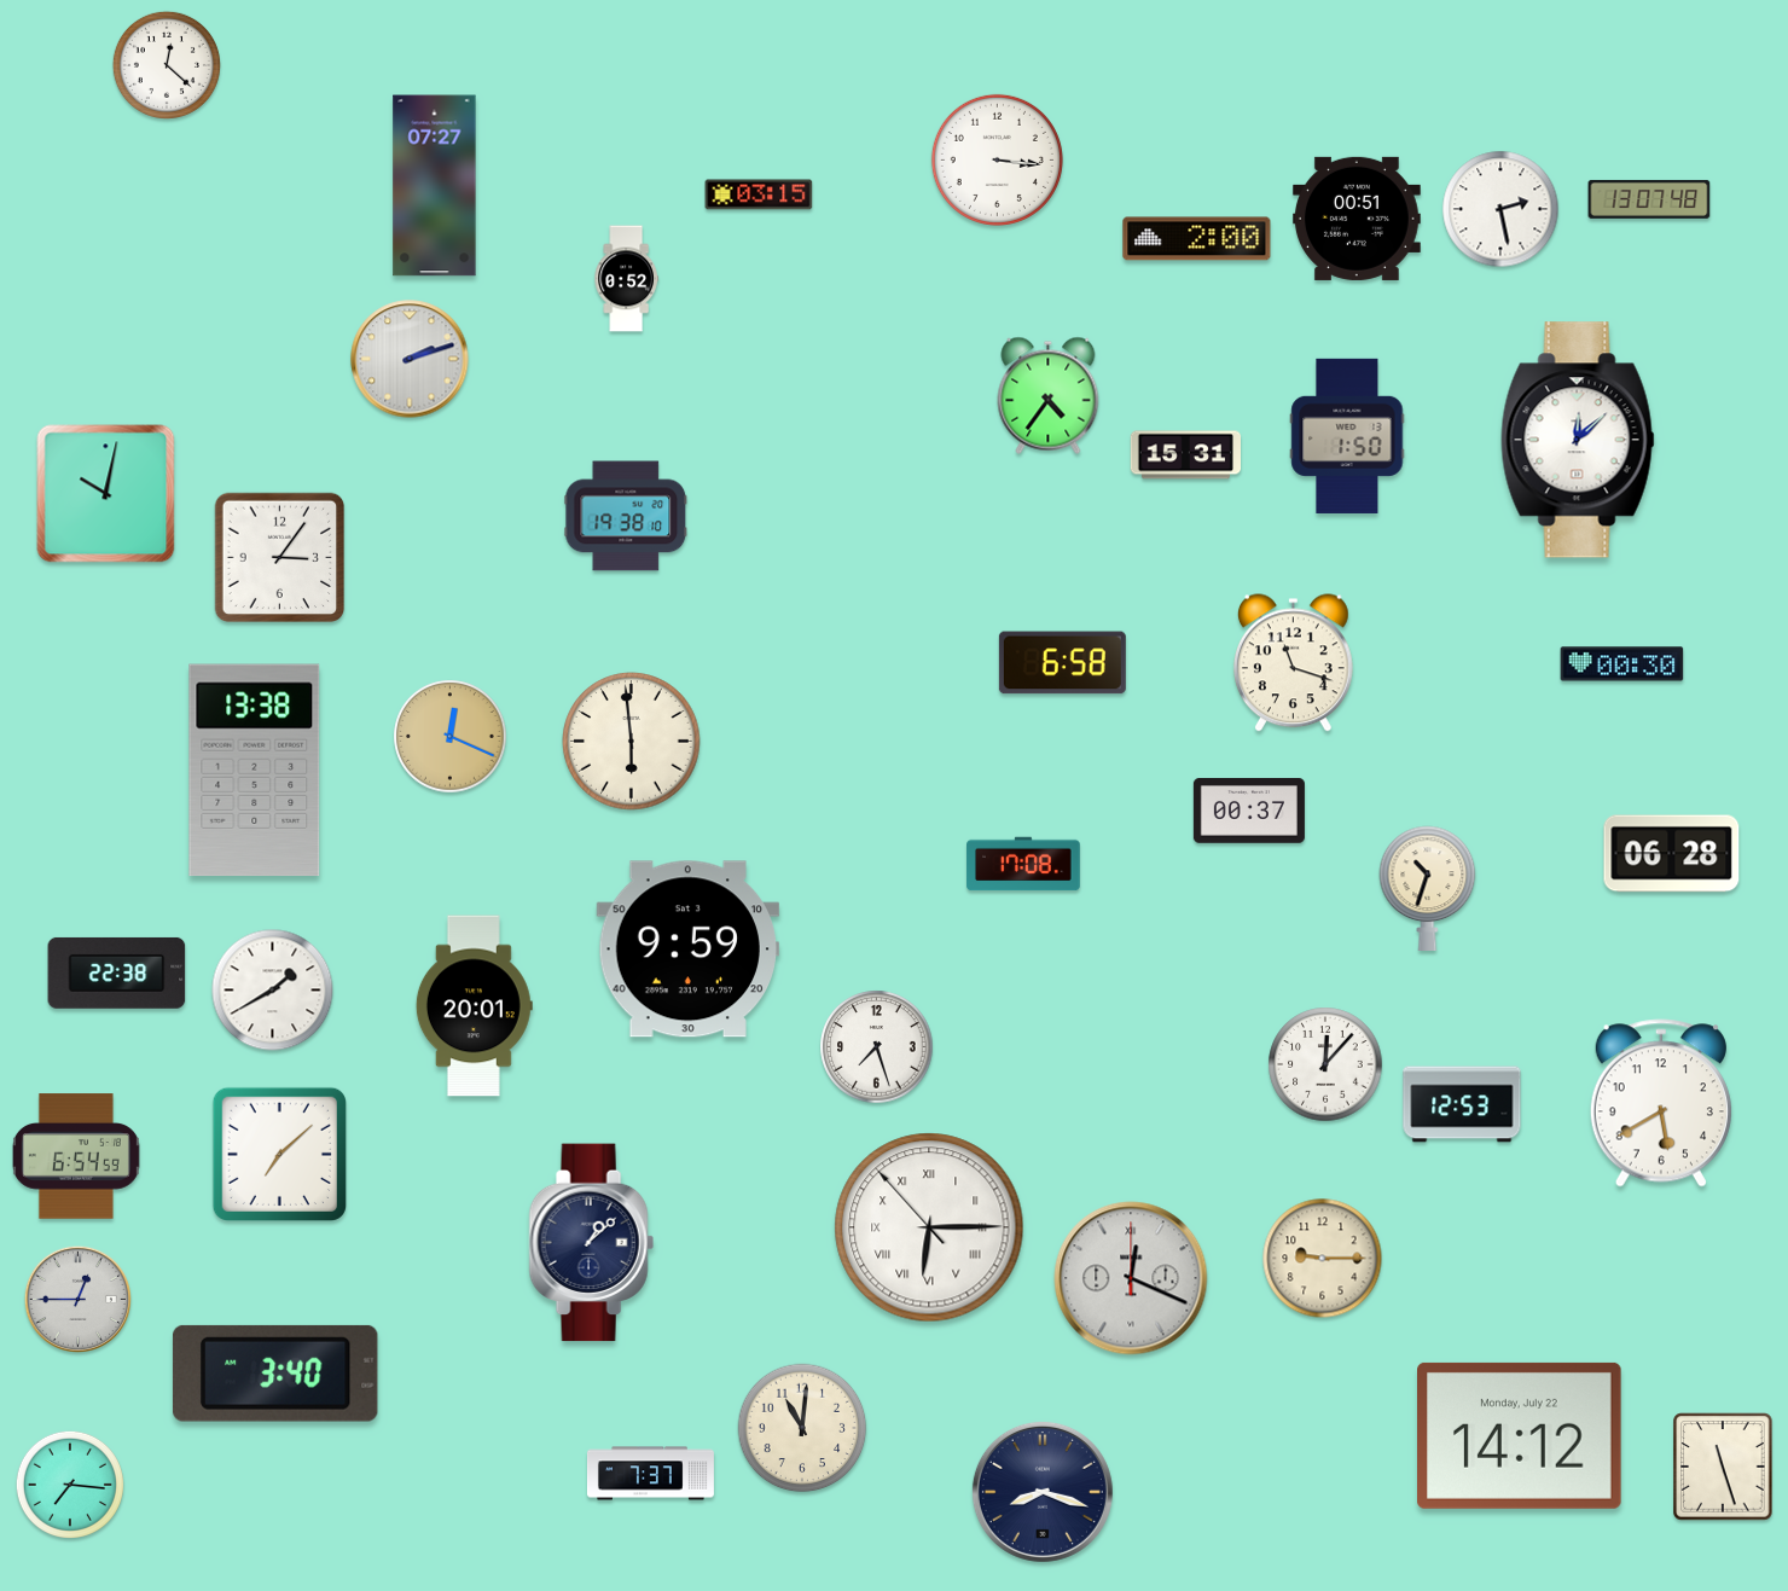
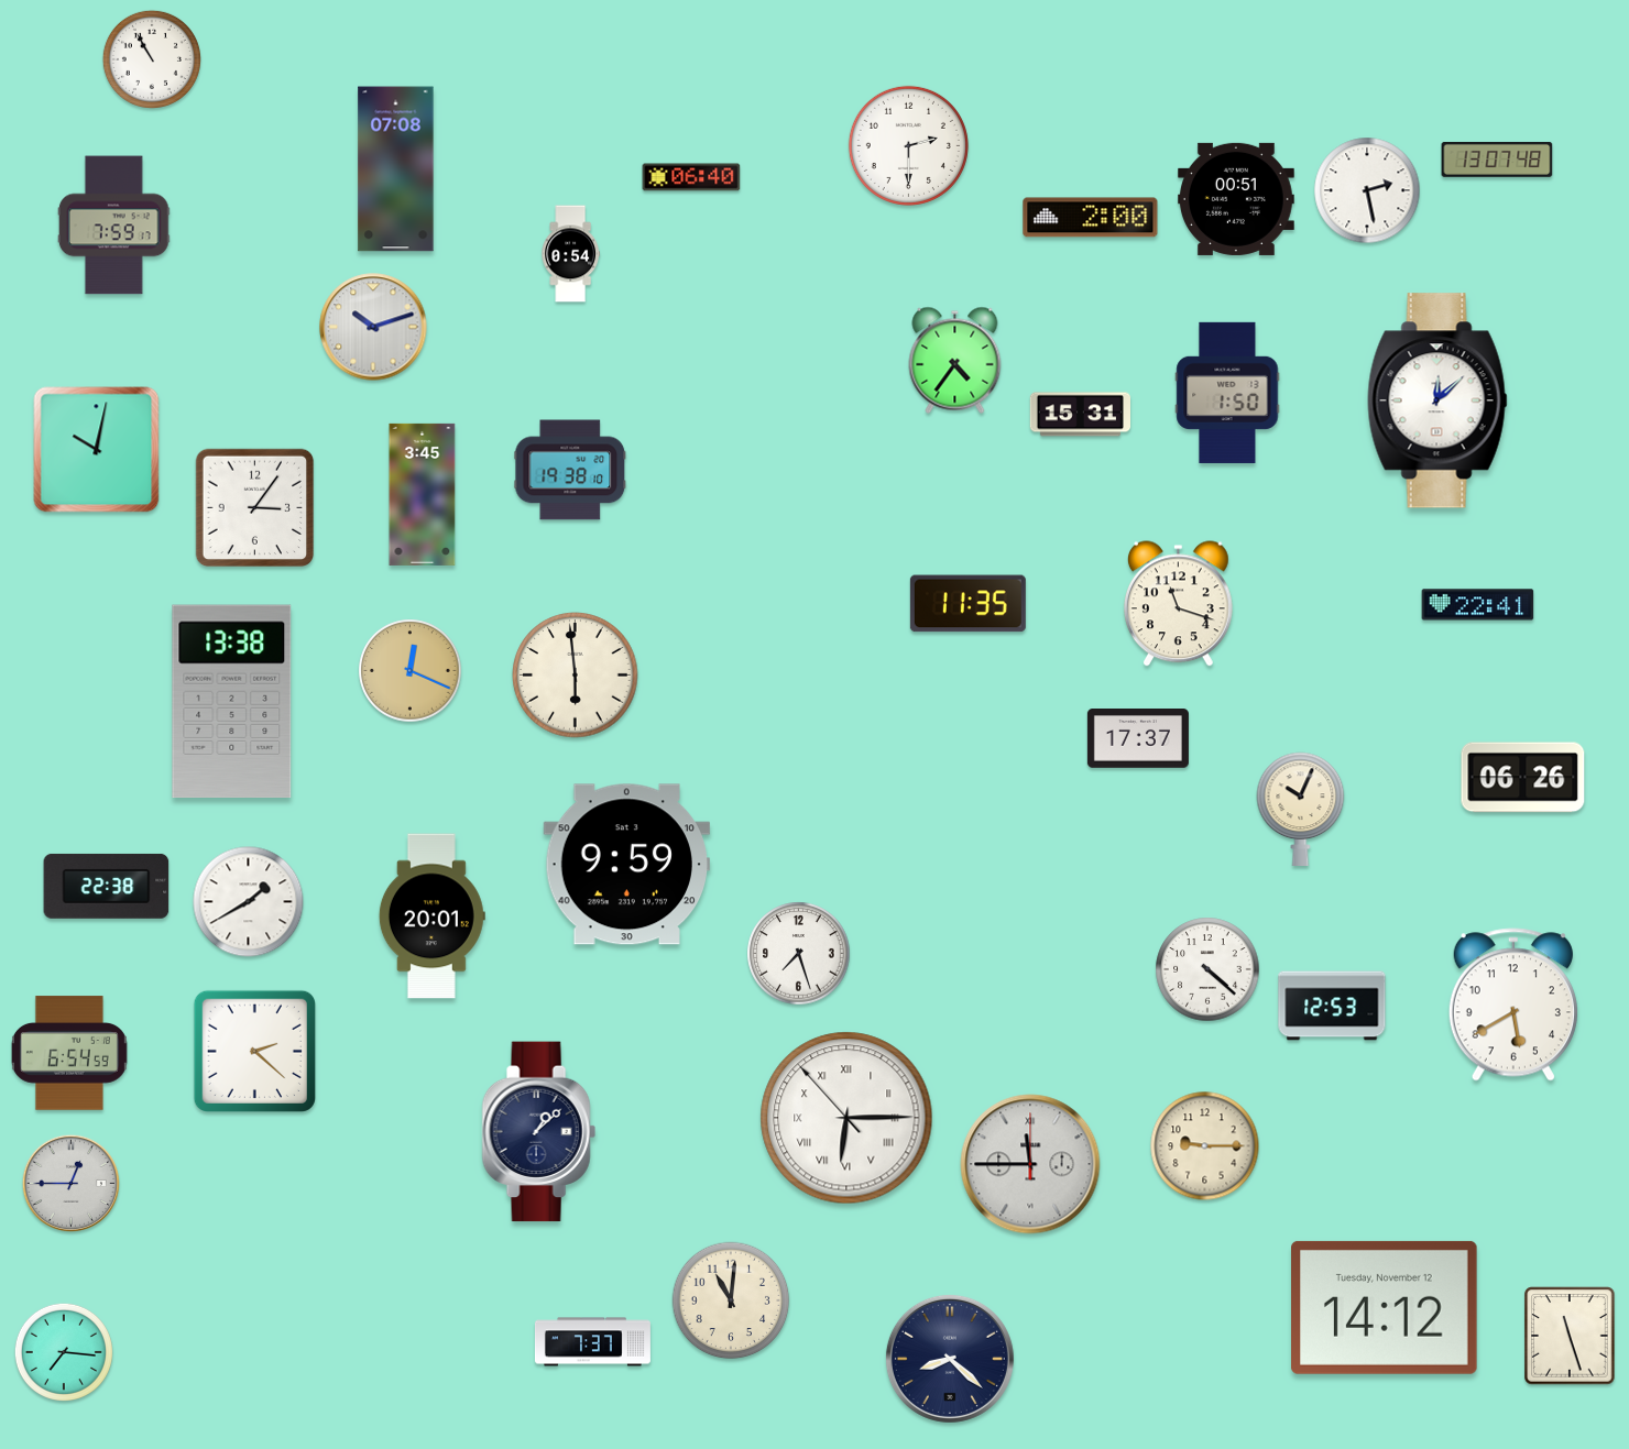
clock at (167, 65): 12:22 -> 10:55
clock at (997, 159): 3:16 -> 2:30
clock at (435, 186): 07:27 -> 07:08
clock at (759, 194): 03:15 -> 06:40
clock at (1649, 199) position: (1649, 199) -> (1497, 160)
clock at (113, 226): none -> 7:59
clock at (626, 279): 0:52 -> 0:54
clock at (410, 359): 2:12 -> 10:12
clock at (1347, 436) position: (1347, 436) -> (1227, 393)
clock at (423, 494): none -> 3:45
clock at (1062, 663): 6:58 -> 11:35
clock at (1622, 664): 00:30 -> 22:41
clock at (1249, 811): 00:37 -> 17:37
clock at (1672, 854): 06:28 -> 06:26
clock at (1023, 864): 17:08 -> none
clock at (1428, 888): 10:33 -> 10:04
clock at (1325, 1064): 12:07 -> 4:22
clock at (279, 1154): 7:08 -> 2:22
clock at (1131, 1278): 12:19 -> 11:45
clock at (275, 1374): 3:40 -> none
clock at (1520, 1435) date: Monday, July 22 -> Tuesday, November 12
clock at (1043, 1492): 8:18 -> 8:22
